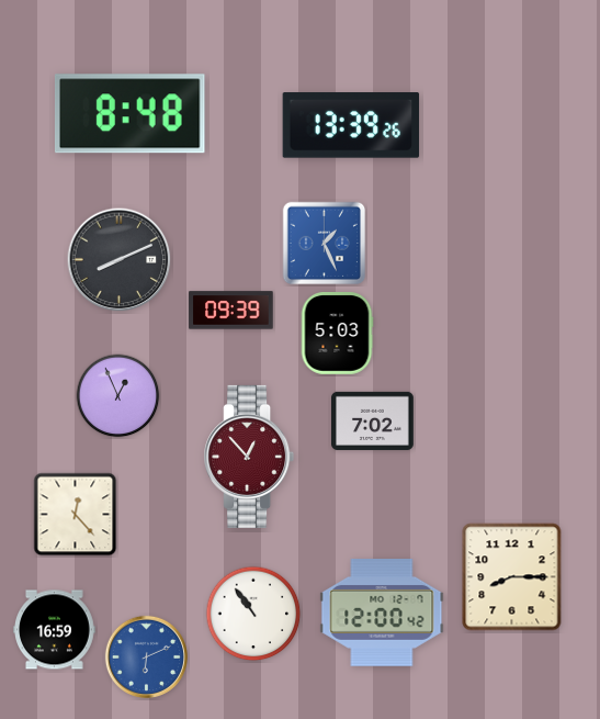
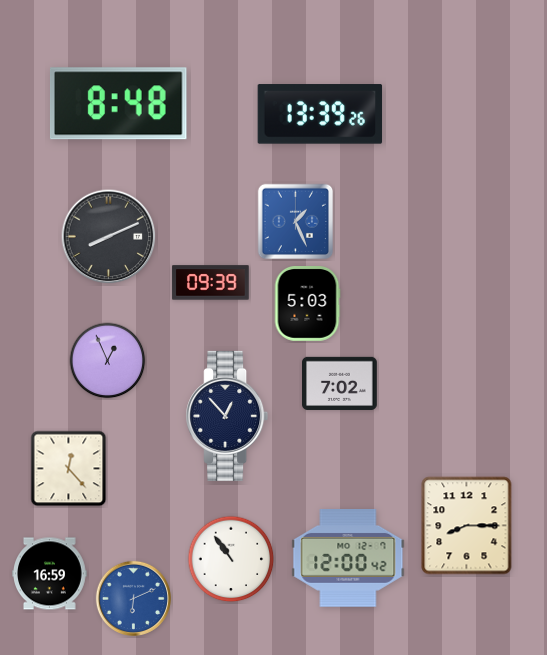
clock at (249, 457) dial: burgundy -> navy
